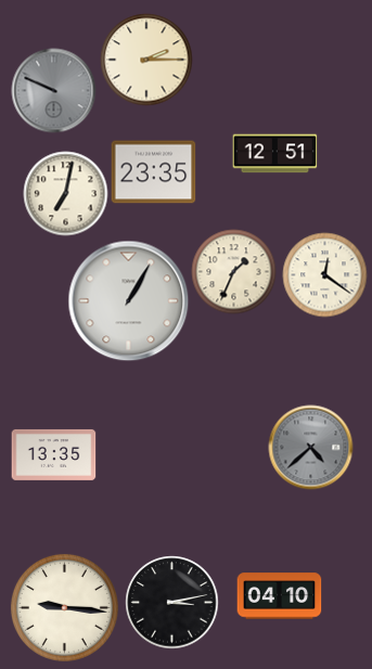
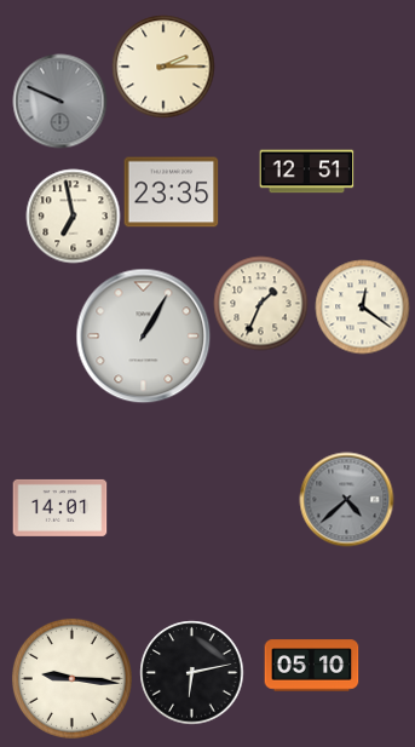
clock at (65, 193): 7:02 -> 6:58
clock at (53, 454): 13:35 -> 14:01
clock at (279, 596): 04:10 -> 05:10
clock at (171, 602): 3:13 -> 6:13
